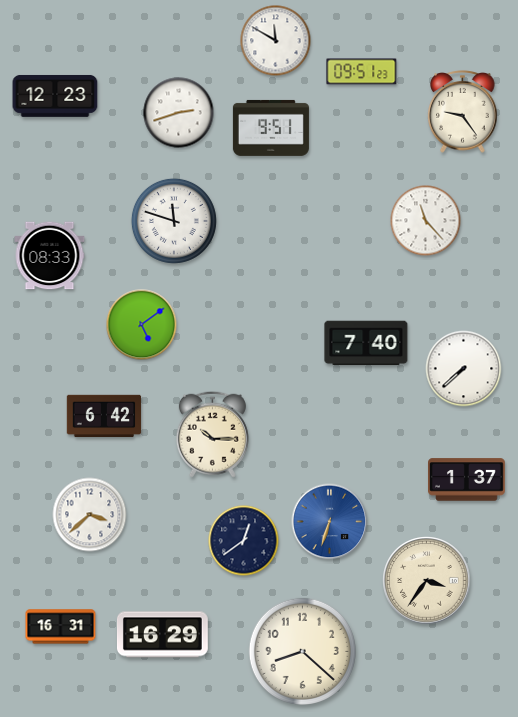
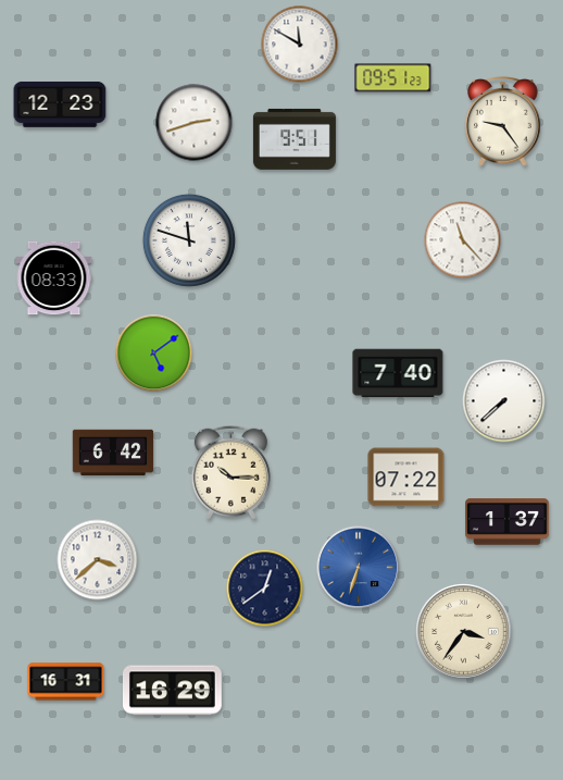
clock at (406, 478): none -> 07:22
clock at (163, 635) position: (163, 635) -> (173, 691)
clock at (302, 651): 8:22 -> none
